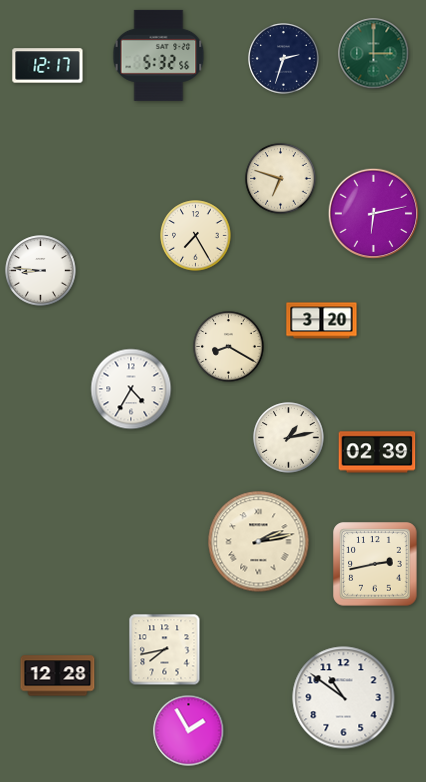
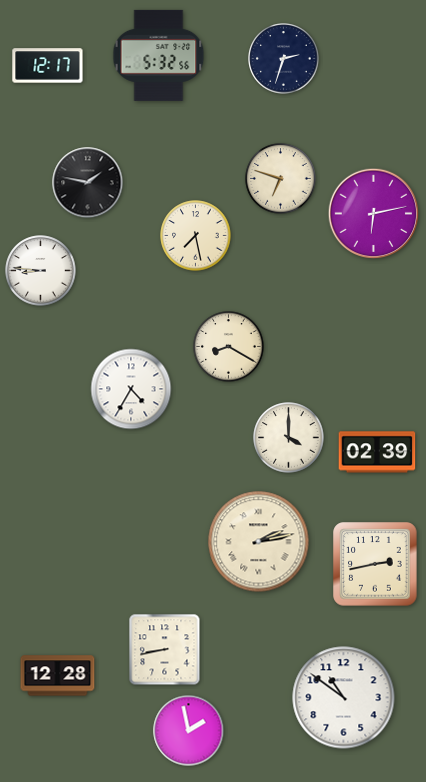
clock at (374, 54): 3:00 -> none
clock at (88, 183): none -> 1:47
clock at (196, 236): 7:25 -> 7:28
clock at (322, 321): 3:20 -> none
clock at (289, 438): 1:13 -> 4:00
clock at (165, 650): 7:43 -> 8:43
clock at (189, 731): 1:55 -> 1:58
